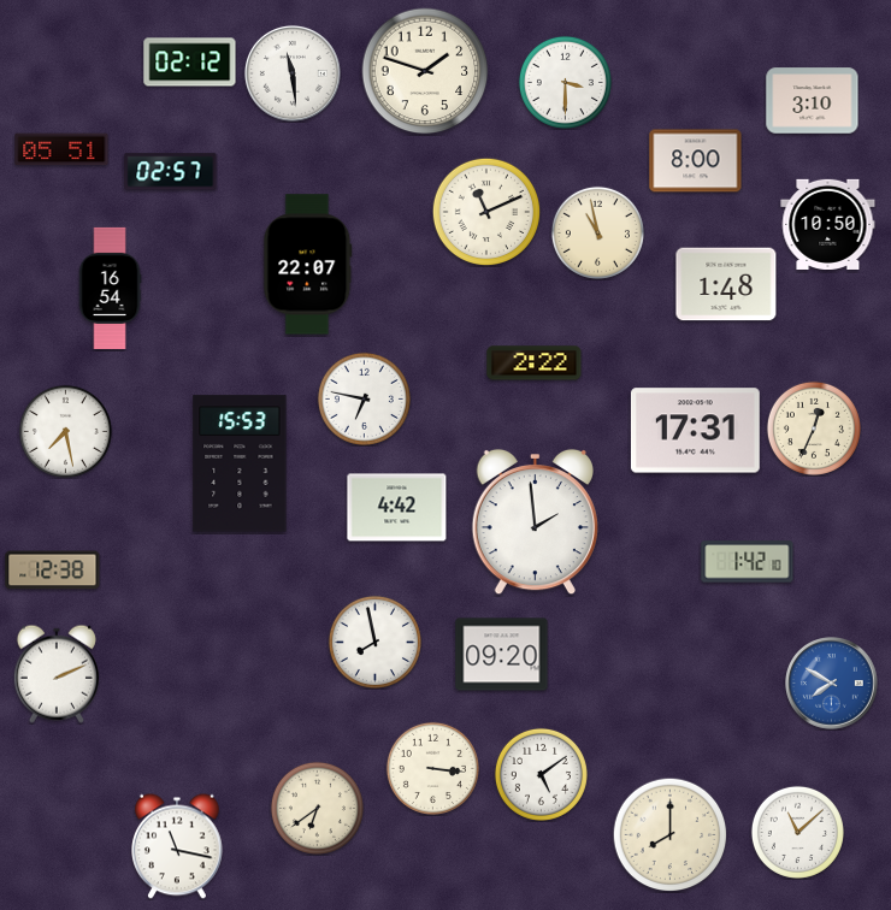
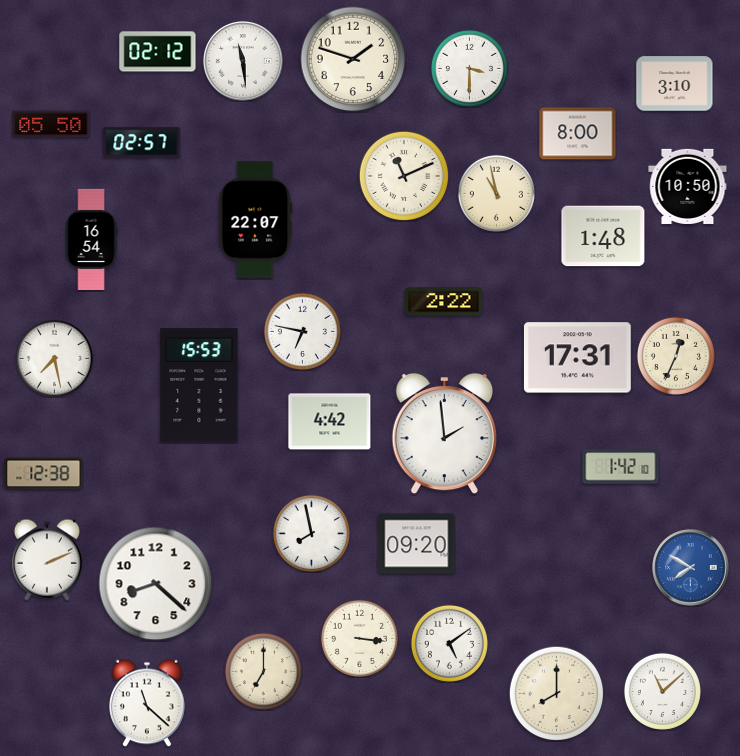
clock at (61, 149): 05:51 -> 05:50
clock at (156, 584): none -> 8:22
clock at (317, 808): 6:39 -> 7:00
clock at (178, 846): 11:17 -> 11:22
